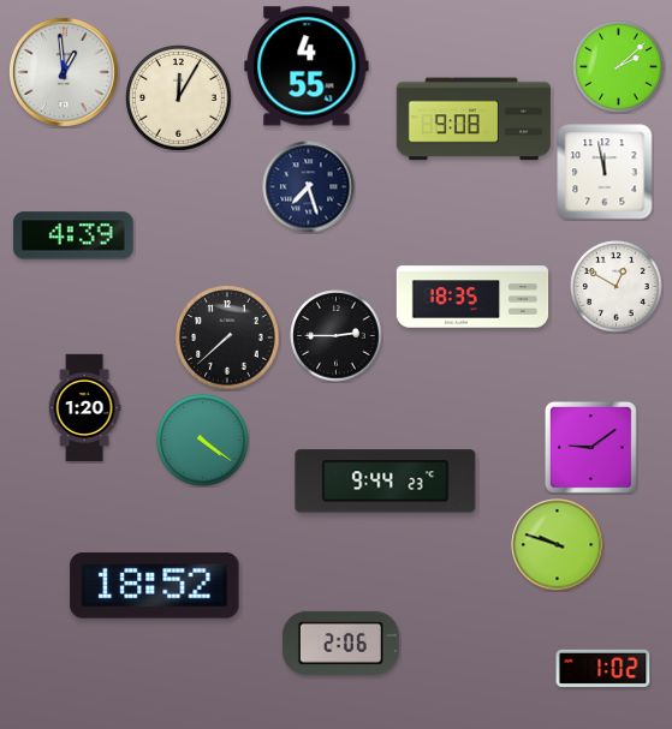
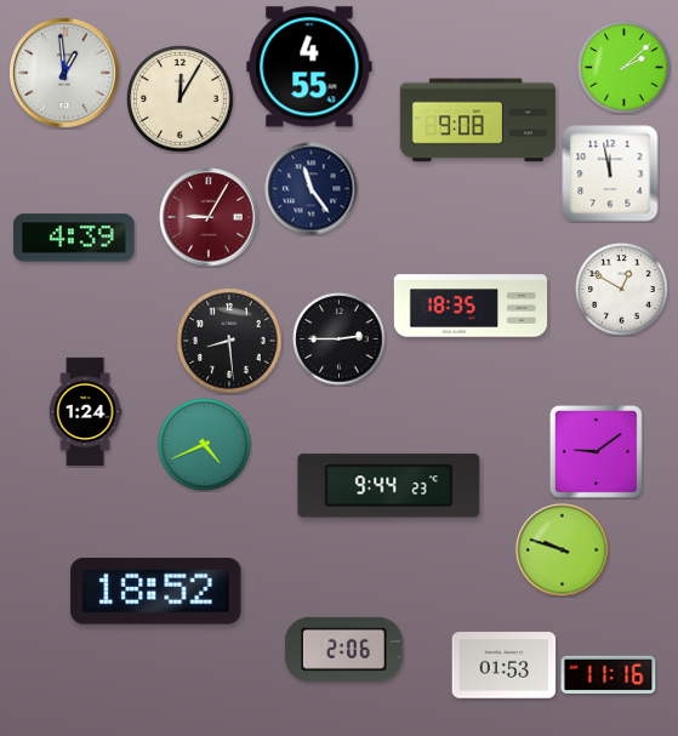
clock at (309, 187): 7:27 -> 11:24
clock at (209, 217): none -> 9:05
clock at (472, 297) position: (472, 297) -> (471, 306)
clock at (227, 337): 7:38 -> 8:29
clock at (84, 408): 1:20 -> 1:24
clock at (203, 441): 4:21 -> 4:41
clock at (505, 666): none -> 01:53
clock at (603, 668): 1:02 -> 11:16
